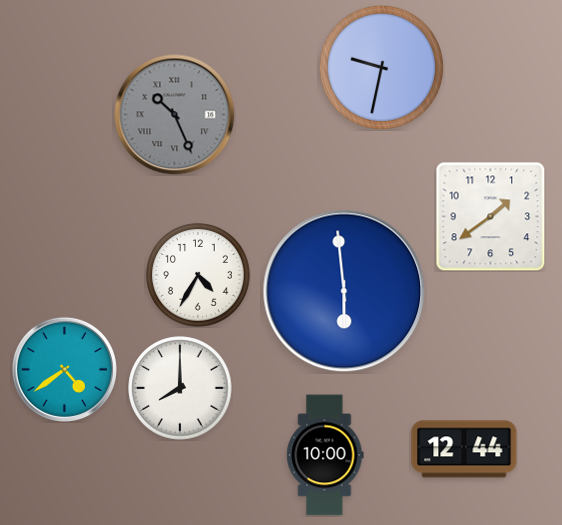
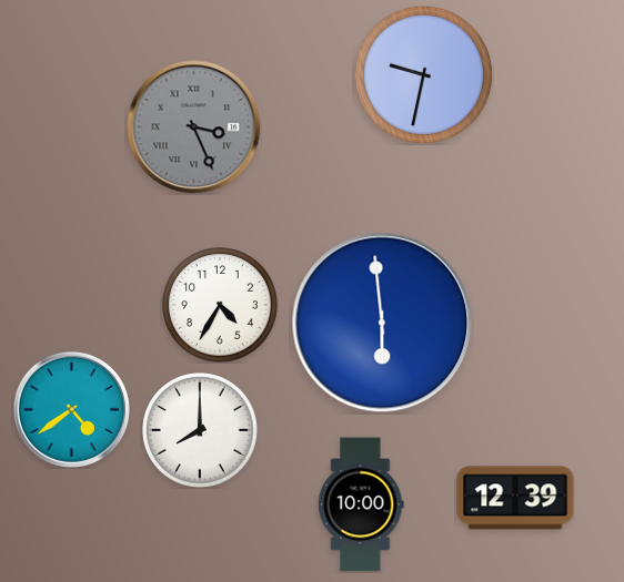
clock at (175, 115): 10:26 -> 3:26
clock at (490, 216): 1:39 -> none
clock at (464, 449): 12:44 -> 12:39
